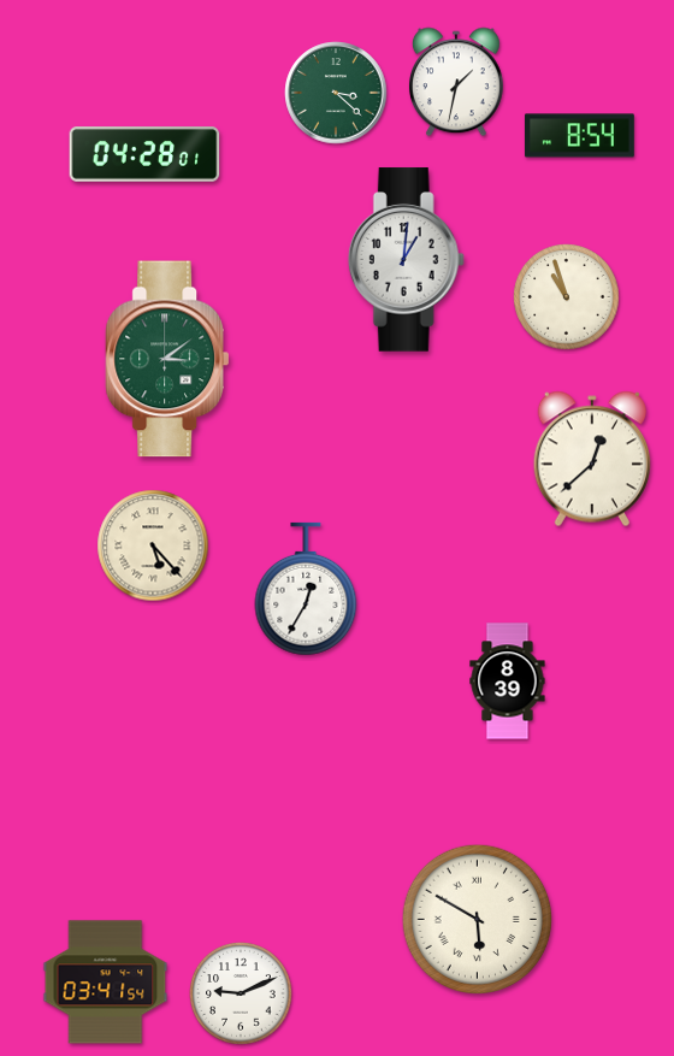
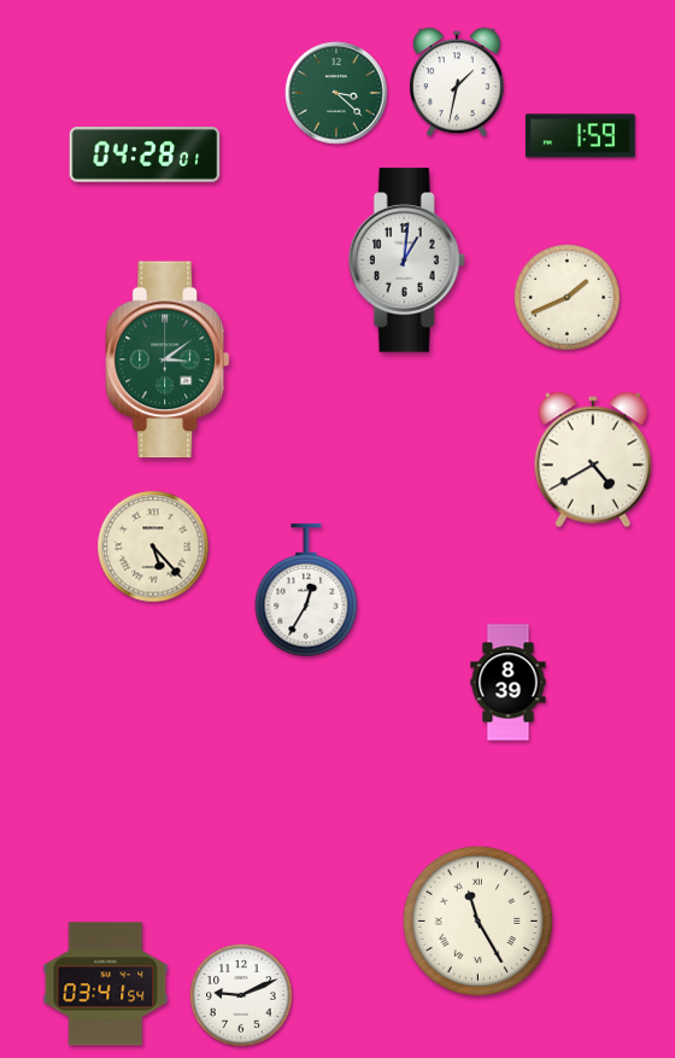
clock at (579, 136): 8:54 -> 1:59
clock at (567, 297): 10:57 -> 1:41
clock at (592, 459): 12:38 -> 4:40
clock at (477, 919): 5:50 -> 11:25
